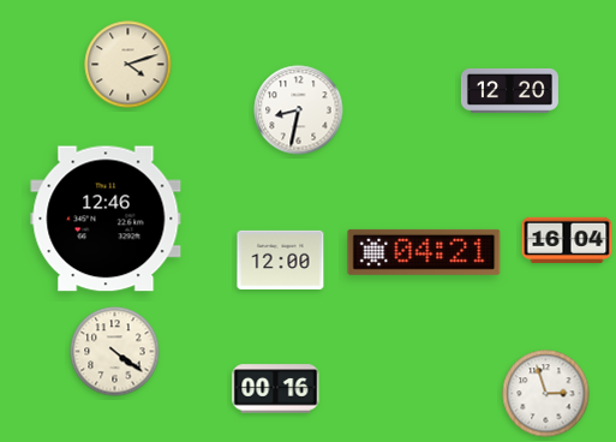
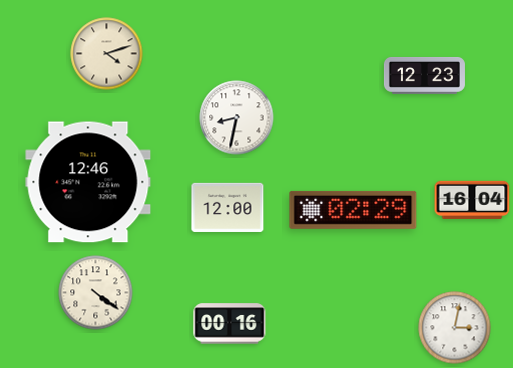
clock at (509, 90): 12:20 -> 12:23
clock at (299, 110) position: (299, 110) -> (237, 118)
clock at (424, 252): 04:21 -> 02:29
clock at (281, 259) position: (281, 259) -> (228, 207)
clock at (546, 394): 2:57 -> 3:02
